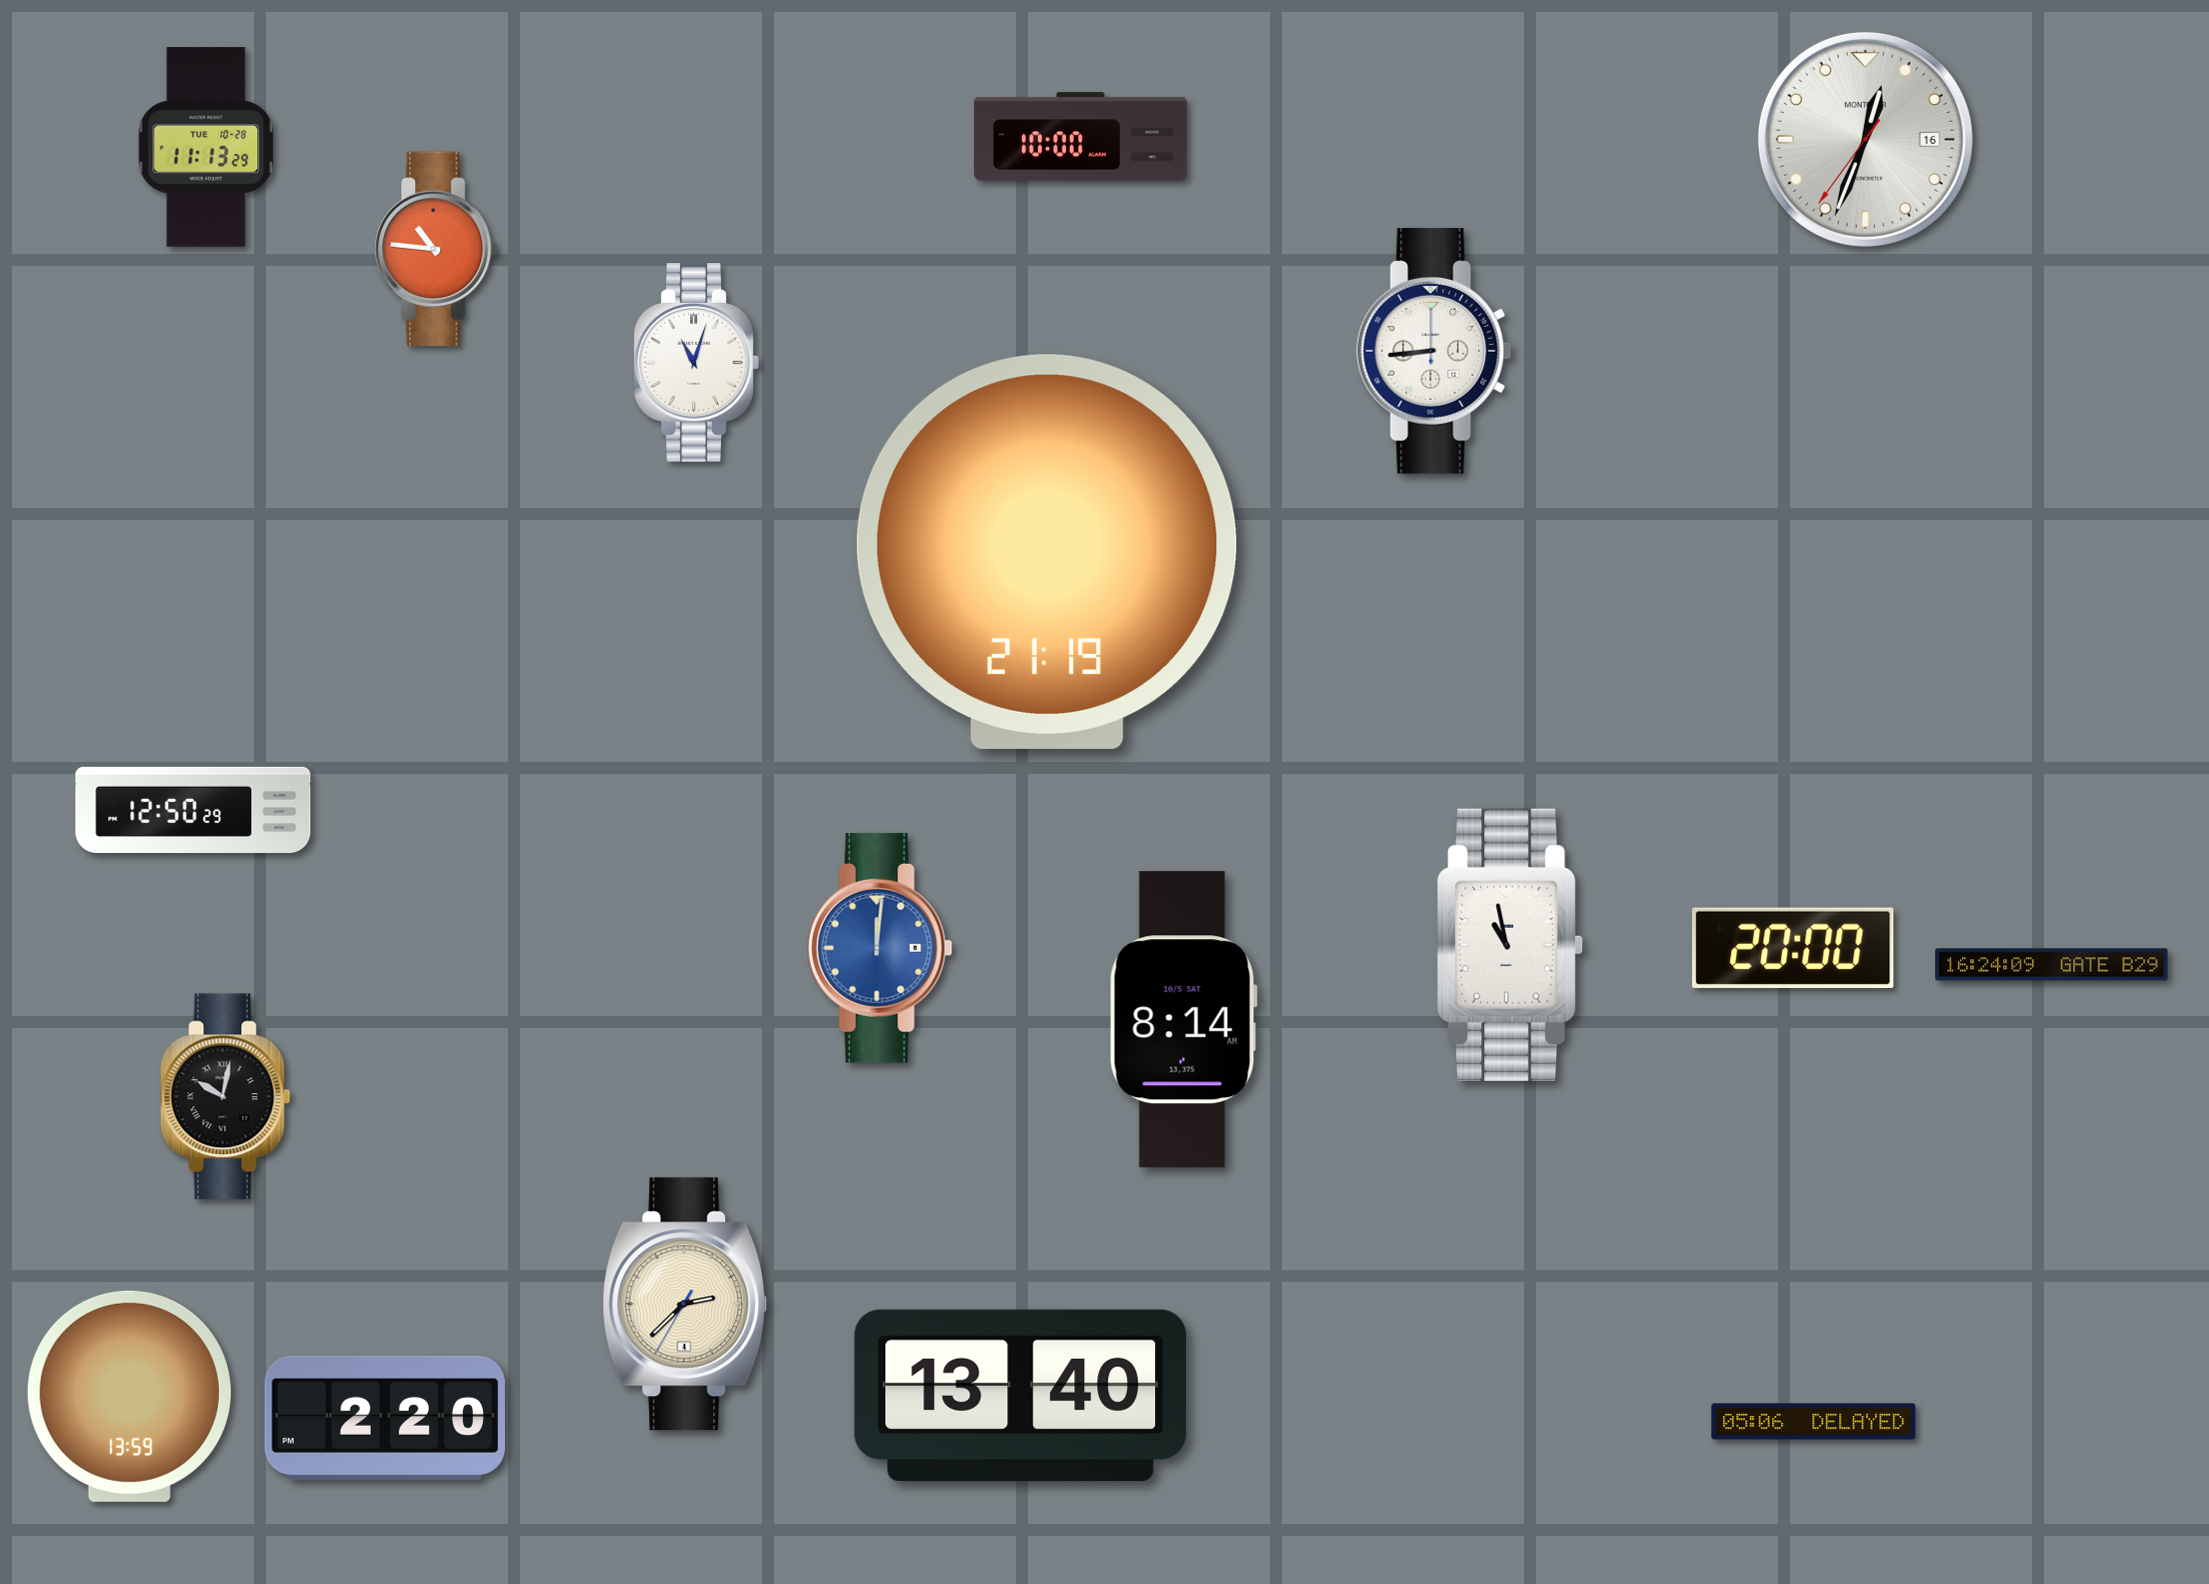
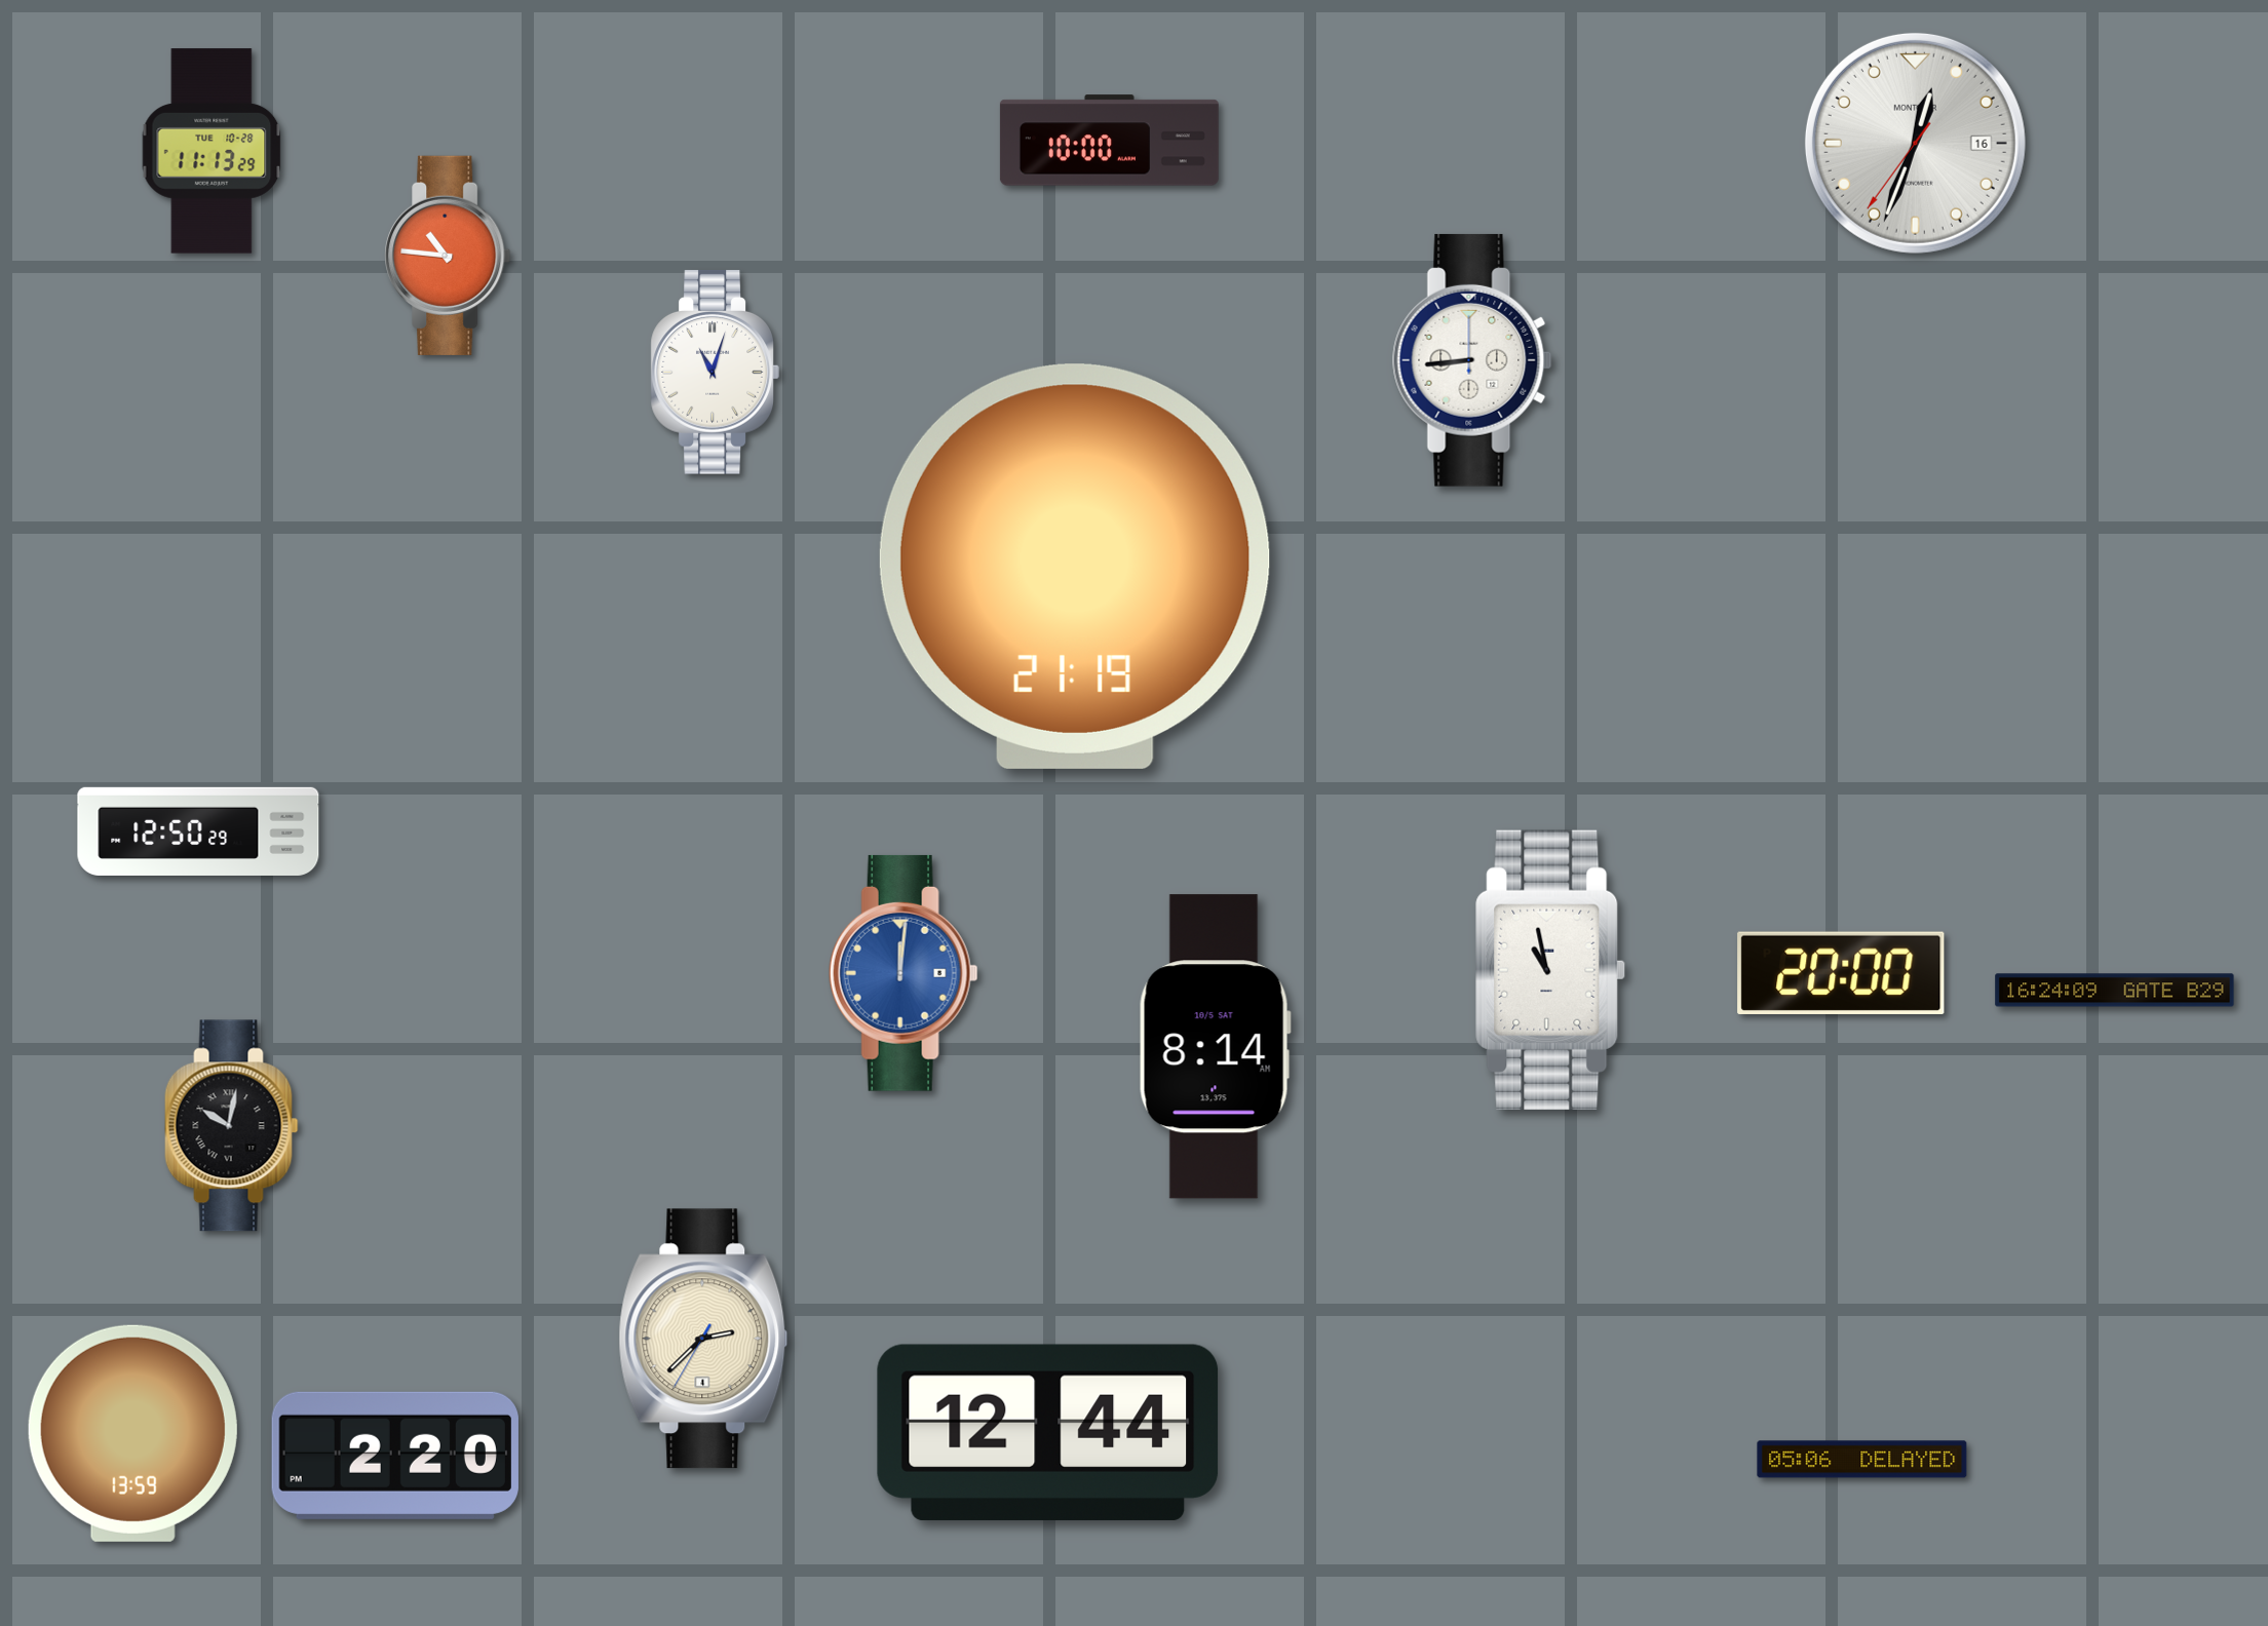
clock at (2052, 965) position: (2052, 965) -> (2115, 991)
clock at (1021, 1395): 13:40 -> 12:44
